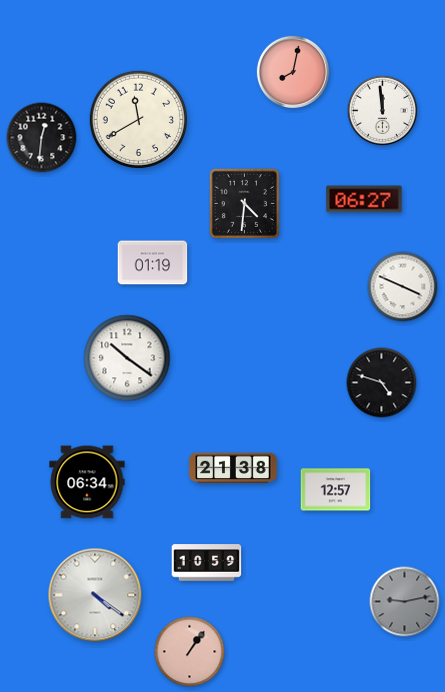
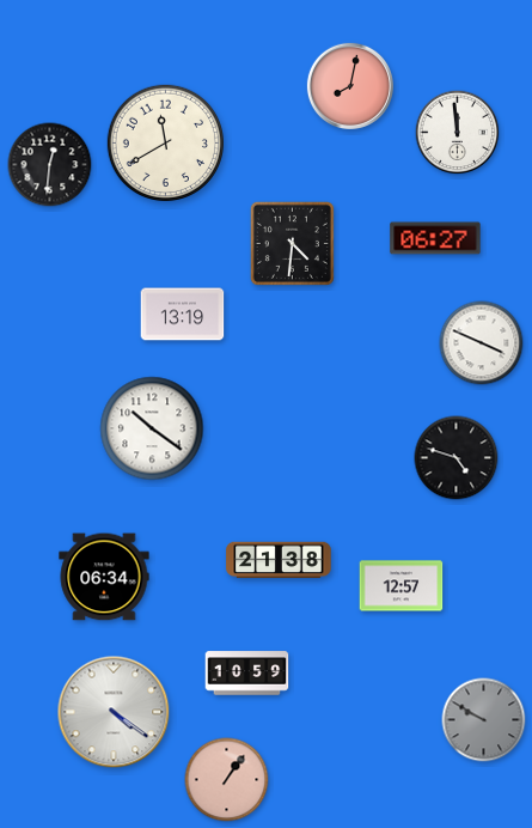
clock at (153, 263): 01:19 -> 13:19
clock at (405, 602): 9:13 -> 9:50
